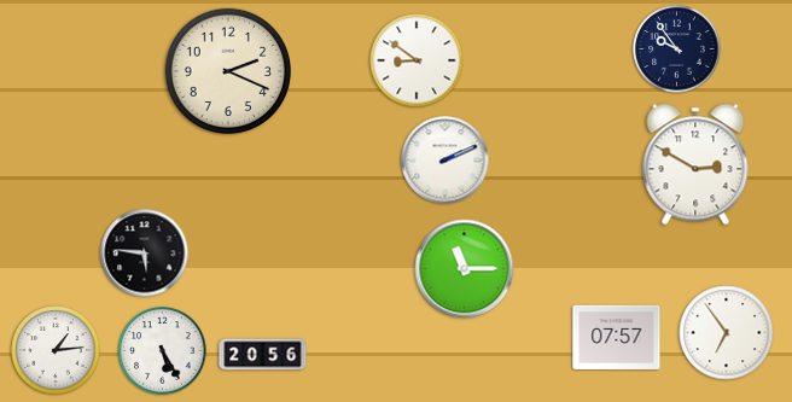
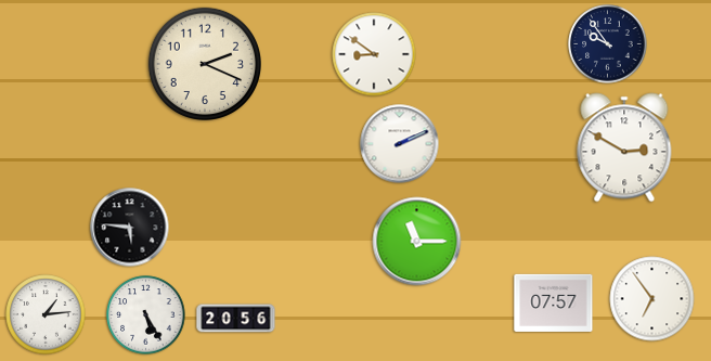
clock at (56, 350) position: (56, 350) -> (46, 314)
